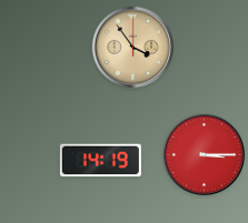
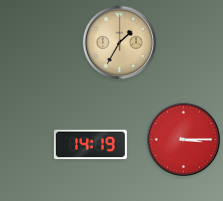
clock at (132, 47): 3:54 -> 1:35
